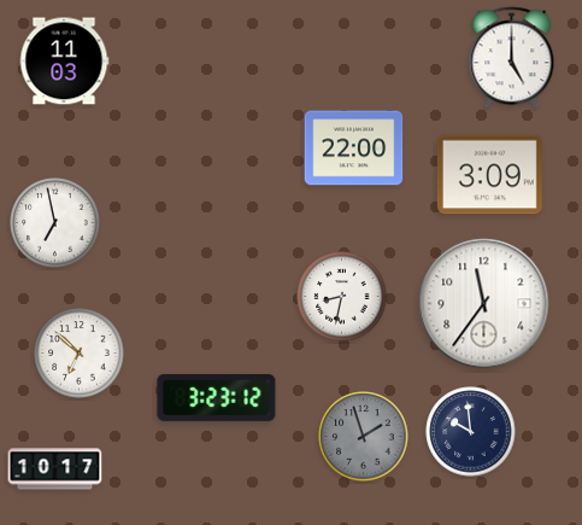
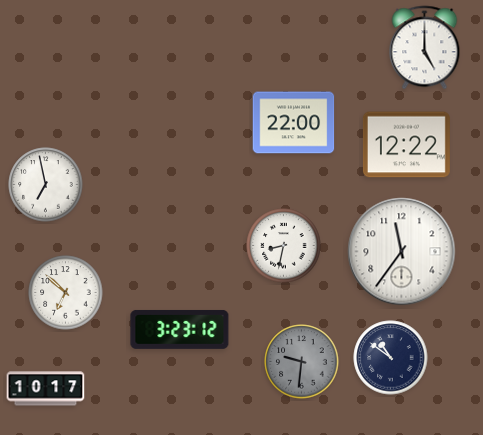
clock at (64, 62): 11:03 -> none
clock at (489, 175): 3:09 -> 12:22
clock at (471, 432): 9:59 -> 10:51
clock at (364, 437): 1:57 -> 9:31
